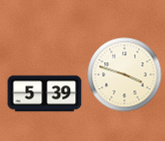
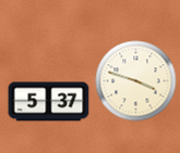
clock at (45, 94): 5:39 -> 5:37
